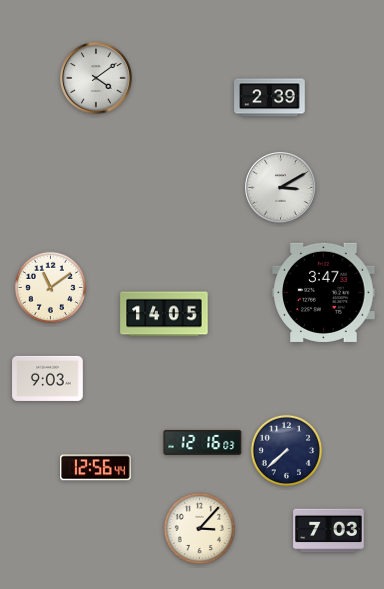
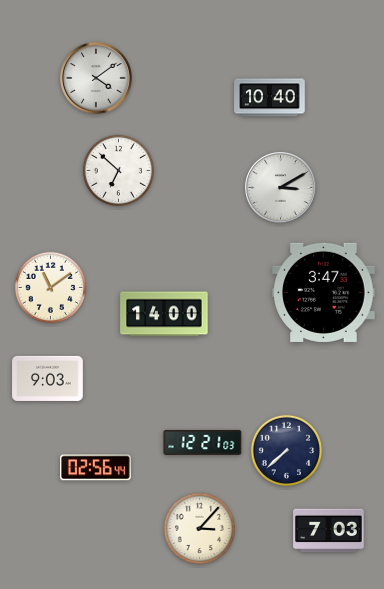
clock at (270, 98): 2:39 -> 10:40
clock at (118, 170): none -> 6:52
clock at (164, 314): 14:05 -> 14:00
clock at (203, 442): 12:16 -> 12:21
clock at (96, 468): 12:56 -> 02:56
